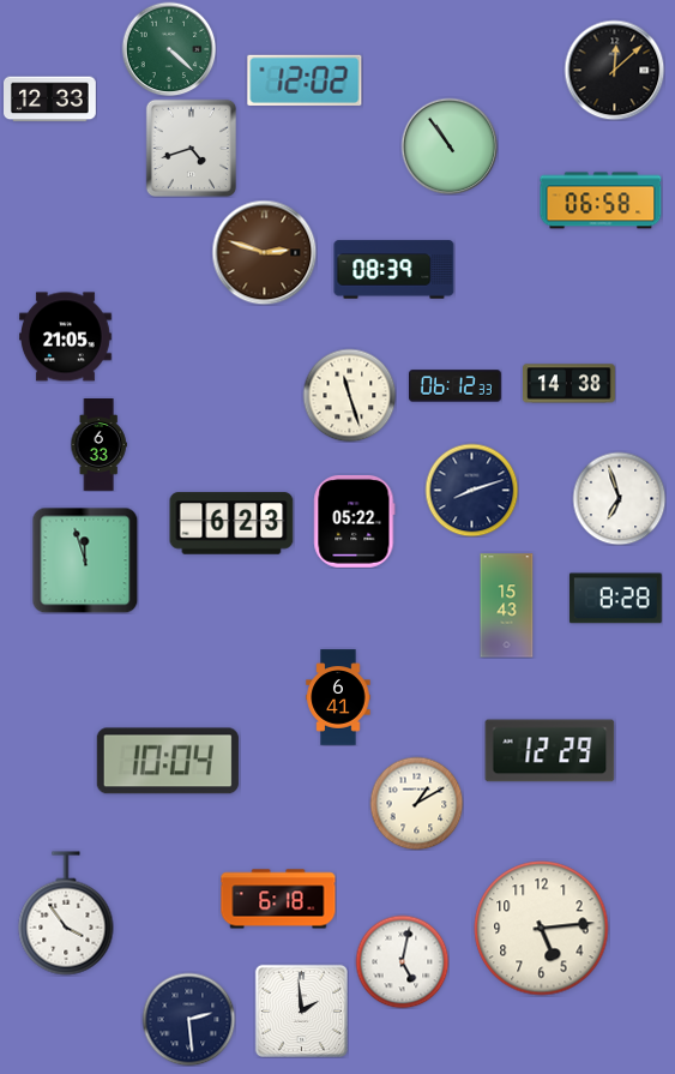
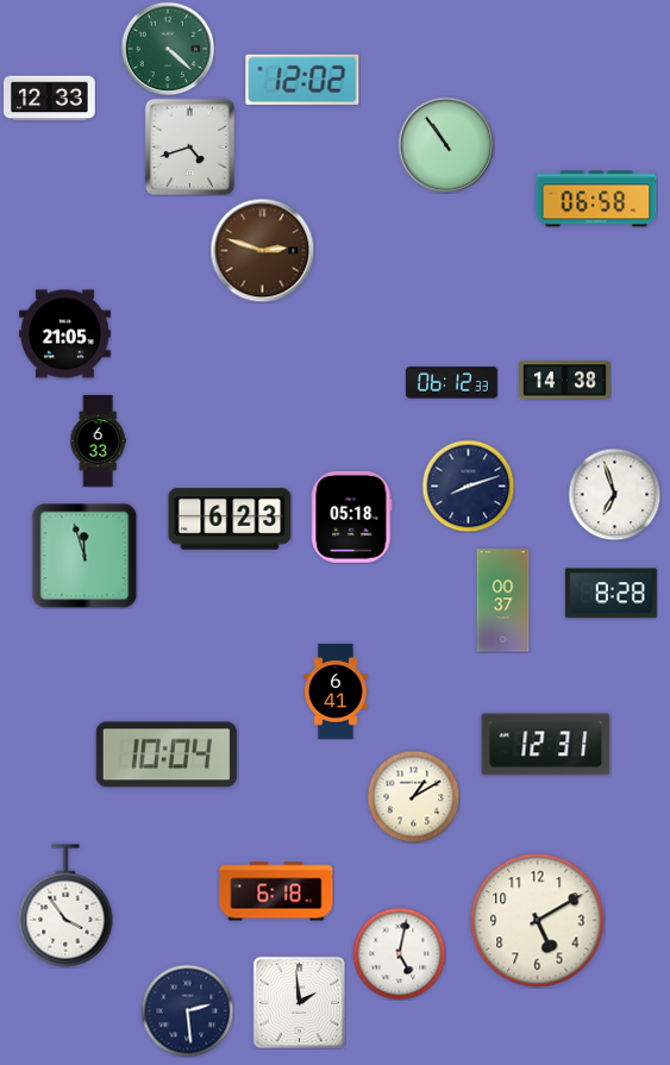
clock at (614, 70): 12:08 -> none
clock at (394, 270): 08:39 -> none
clock at (349, 395): 11:27 -> none
clock at (355, 521): 05:22 -> 05:18
clock at (507, 606): 15:43 -> 00:37
clock at (550, 751): 12:29 -> 12:31
clock at (542, 929): 5:14 -> 5:10
